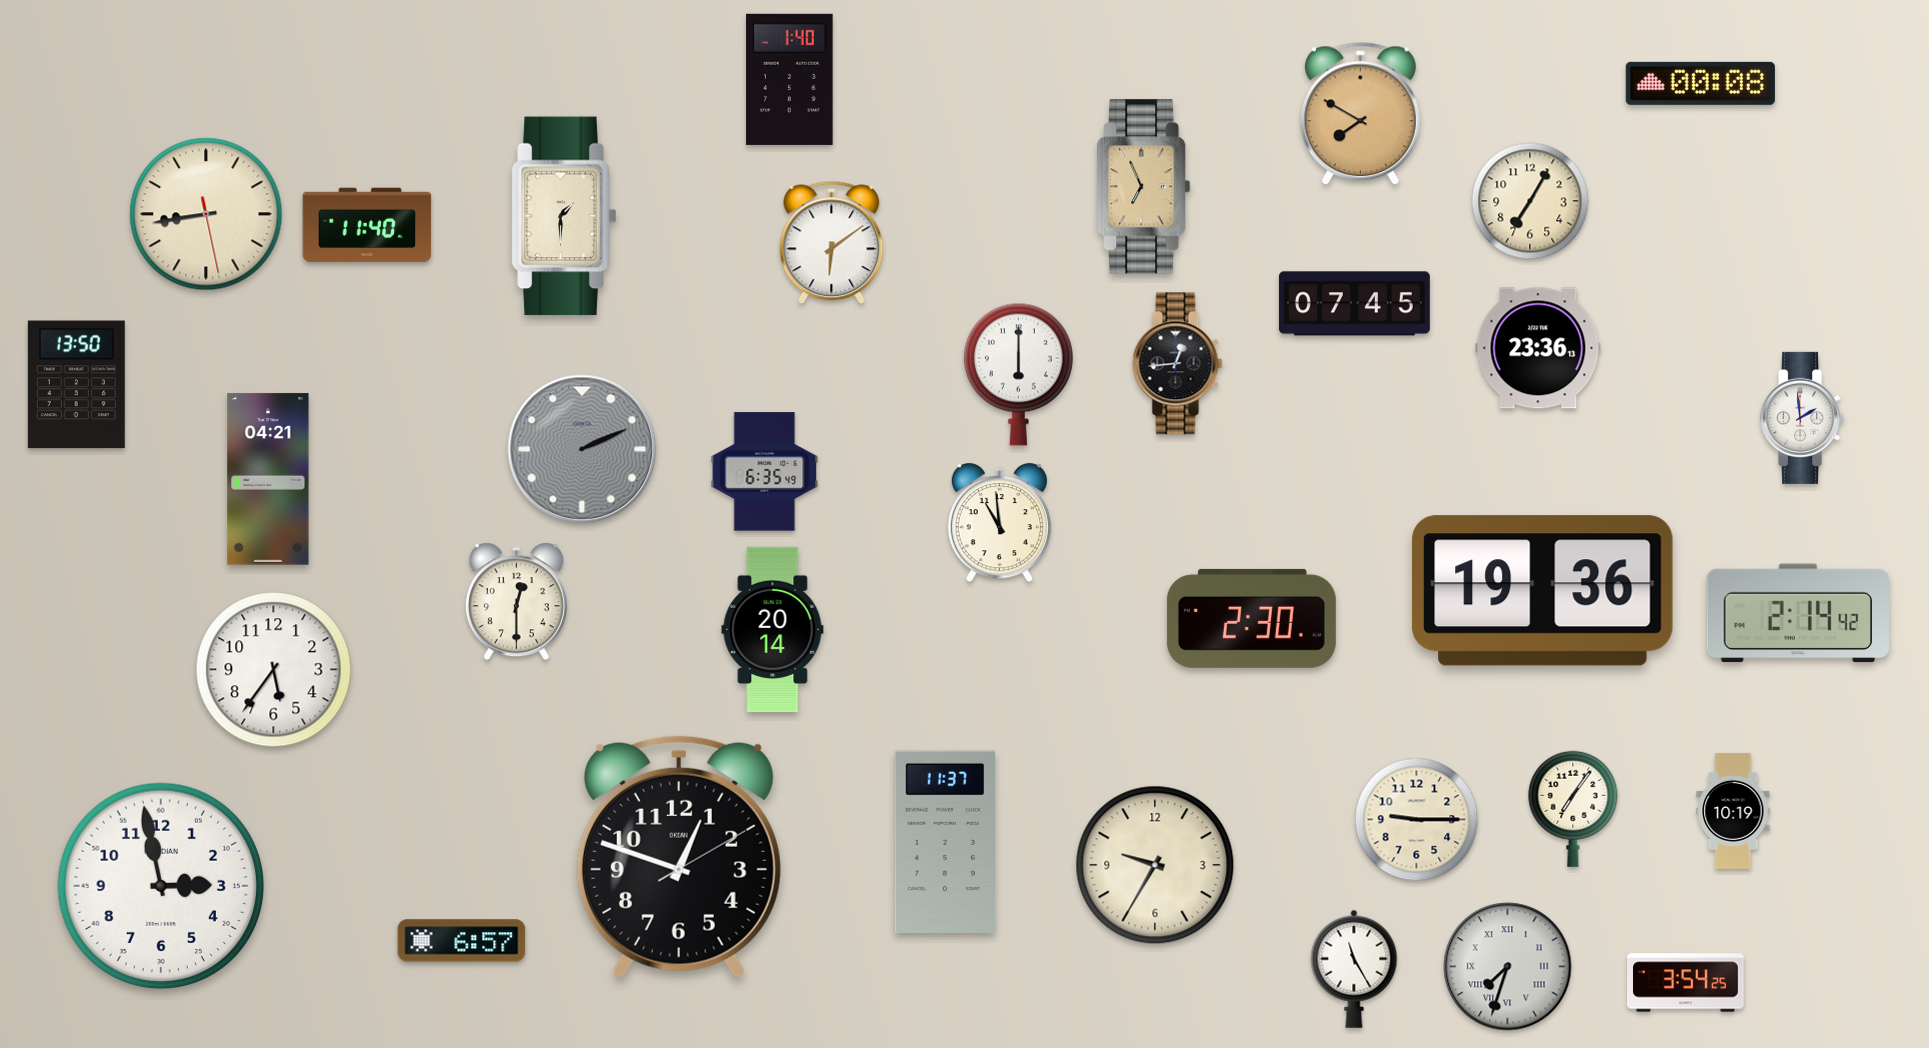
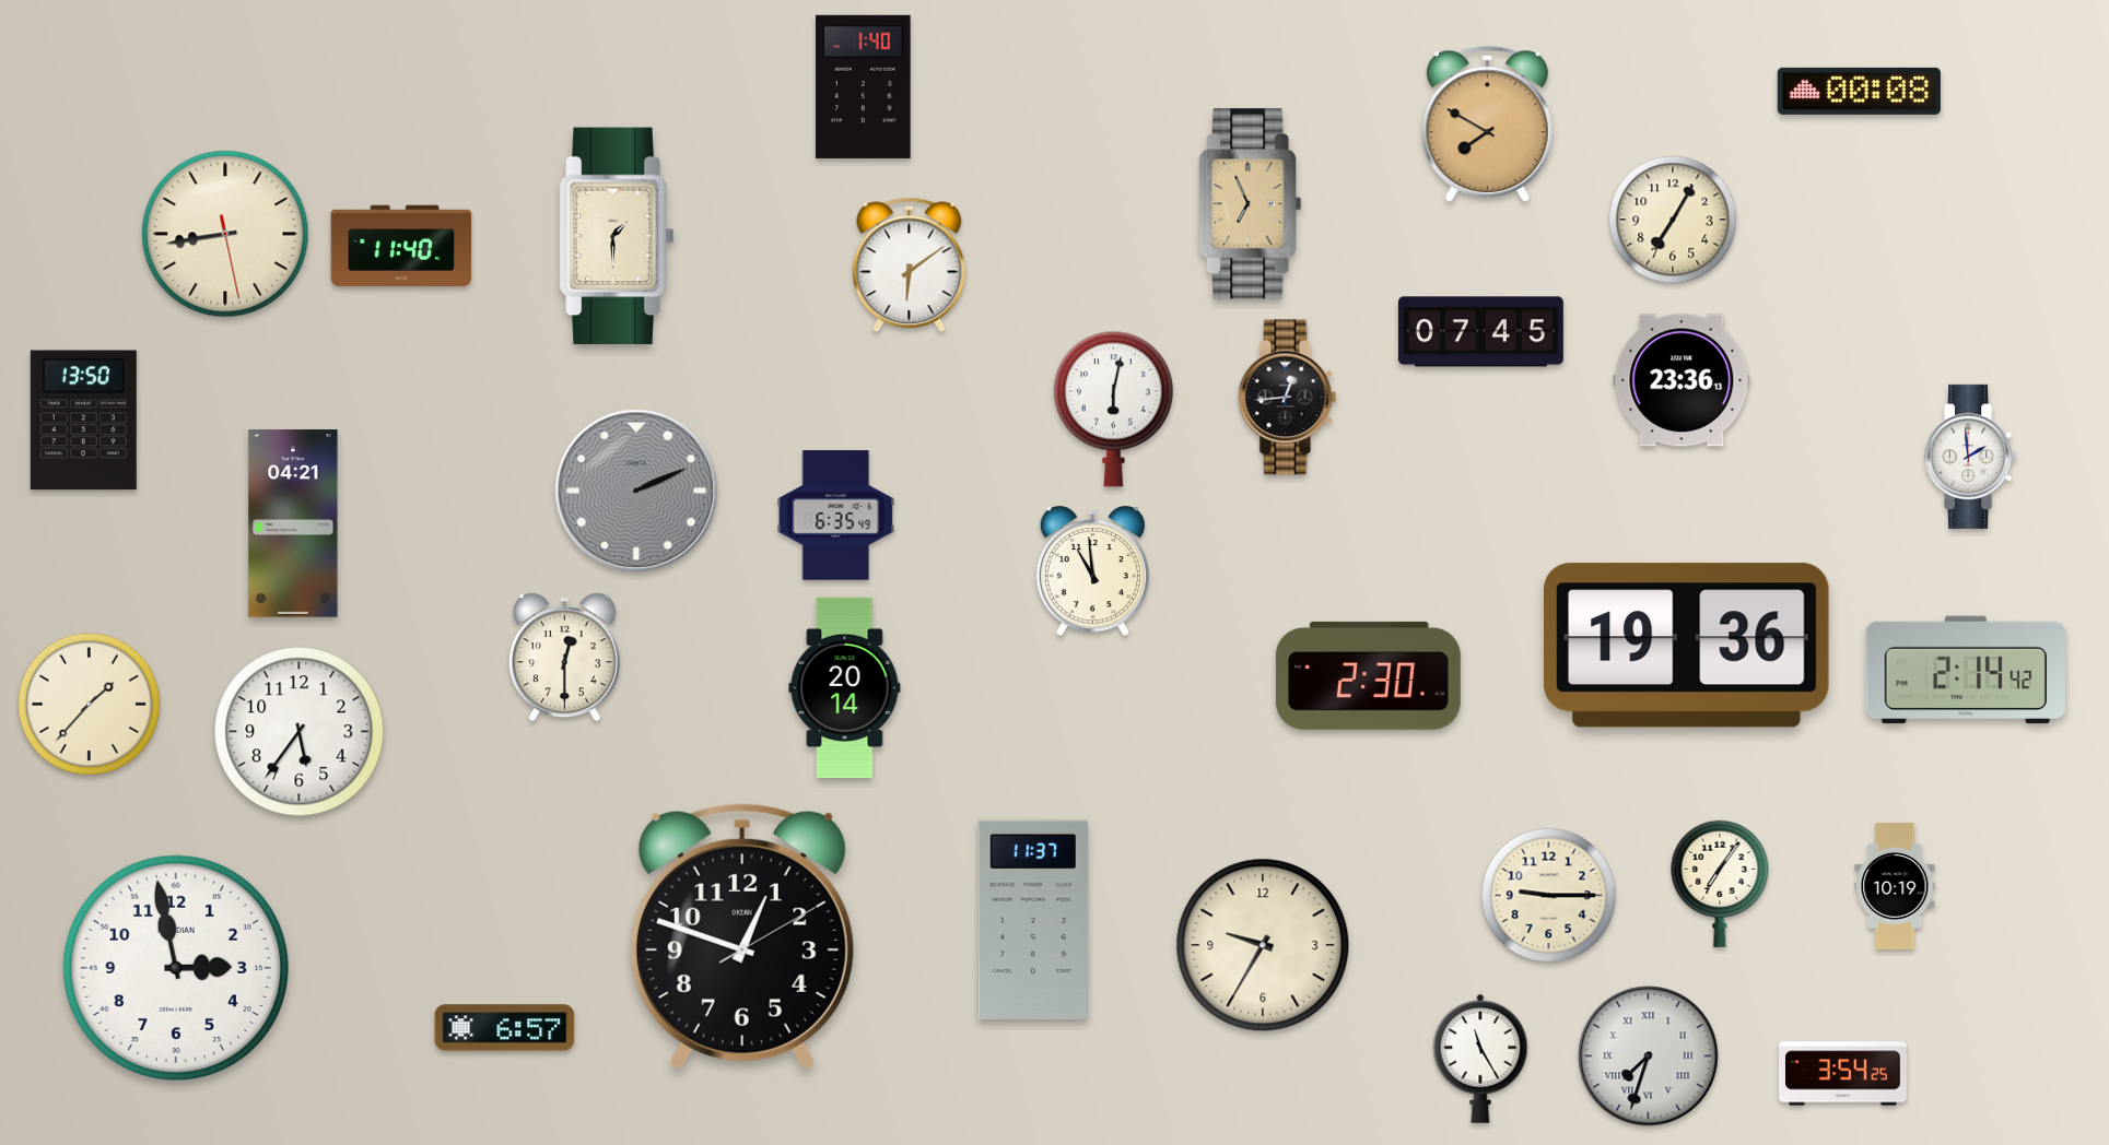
clock at (1018, 374): 6:00 -> 6:02
clock at (90, 705): none -> 1:37
